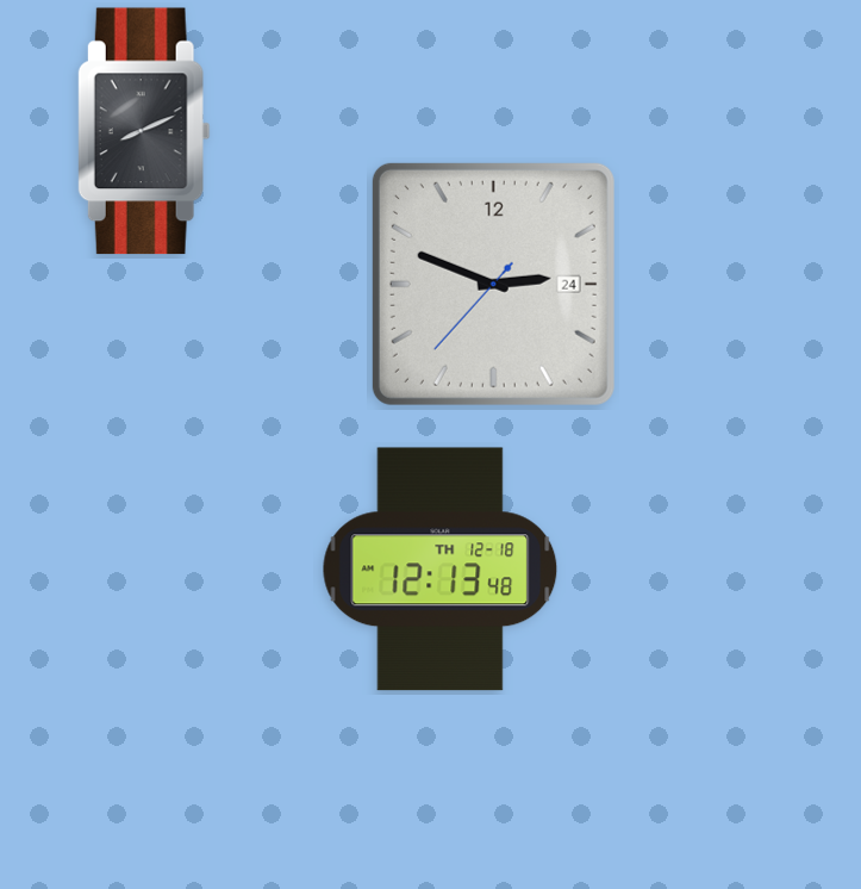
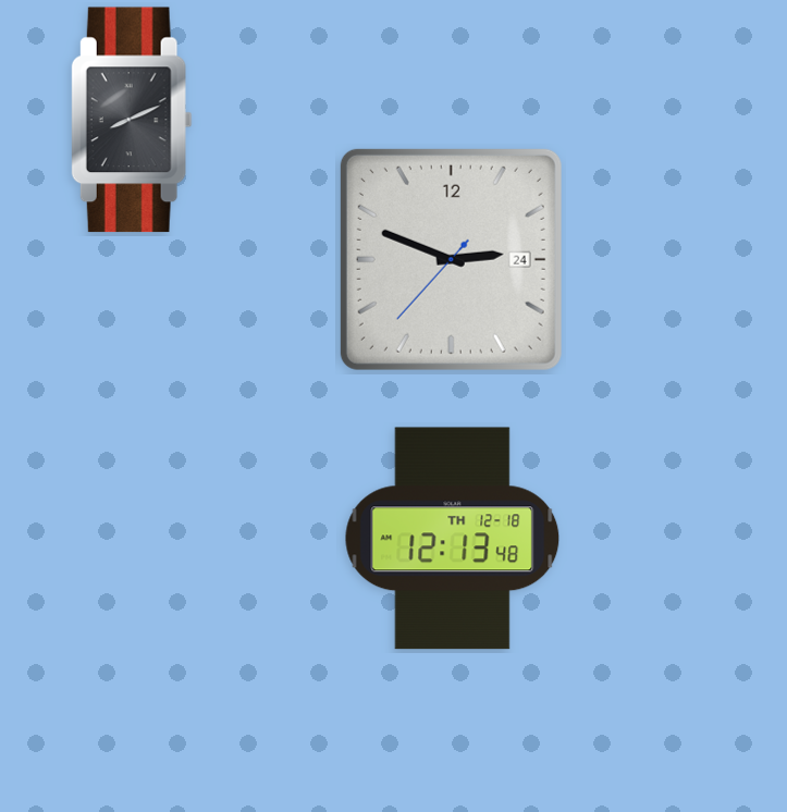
clock at (441, 570) position: (441, 570) -> (453, 539)
